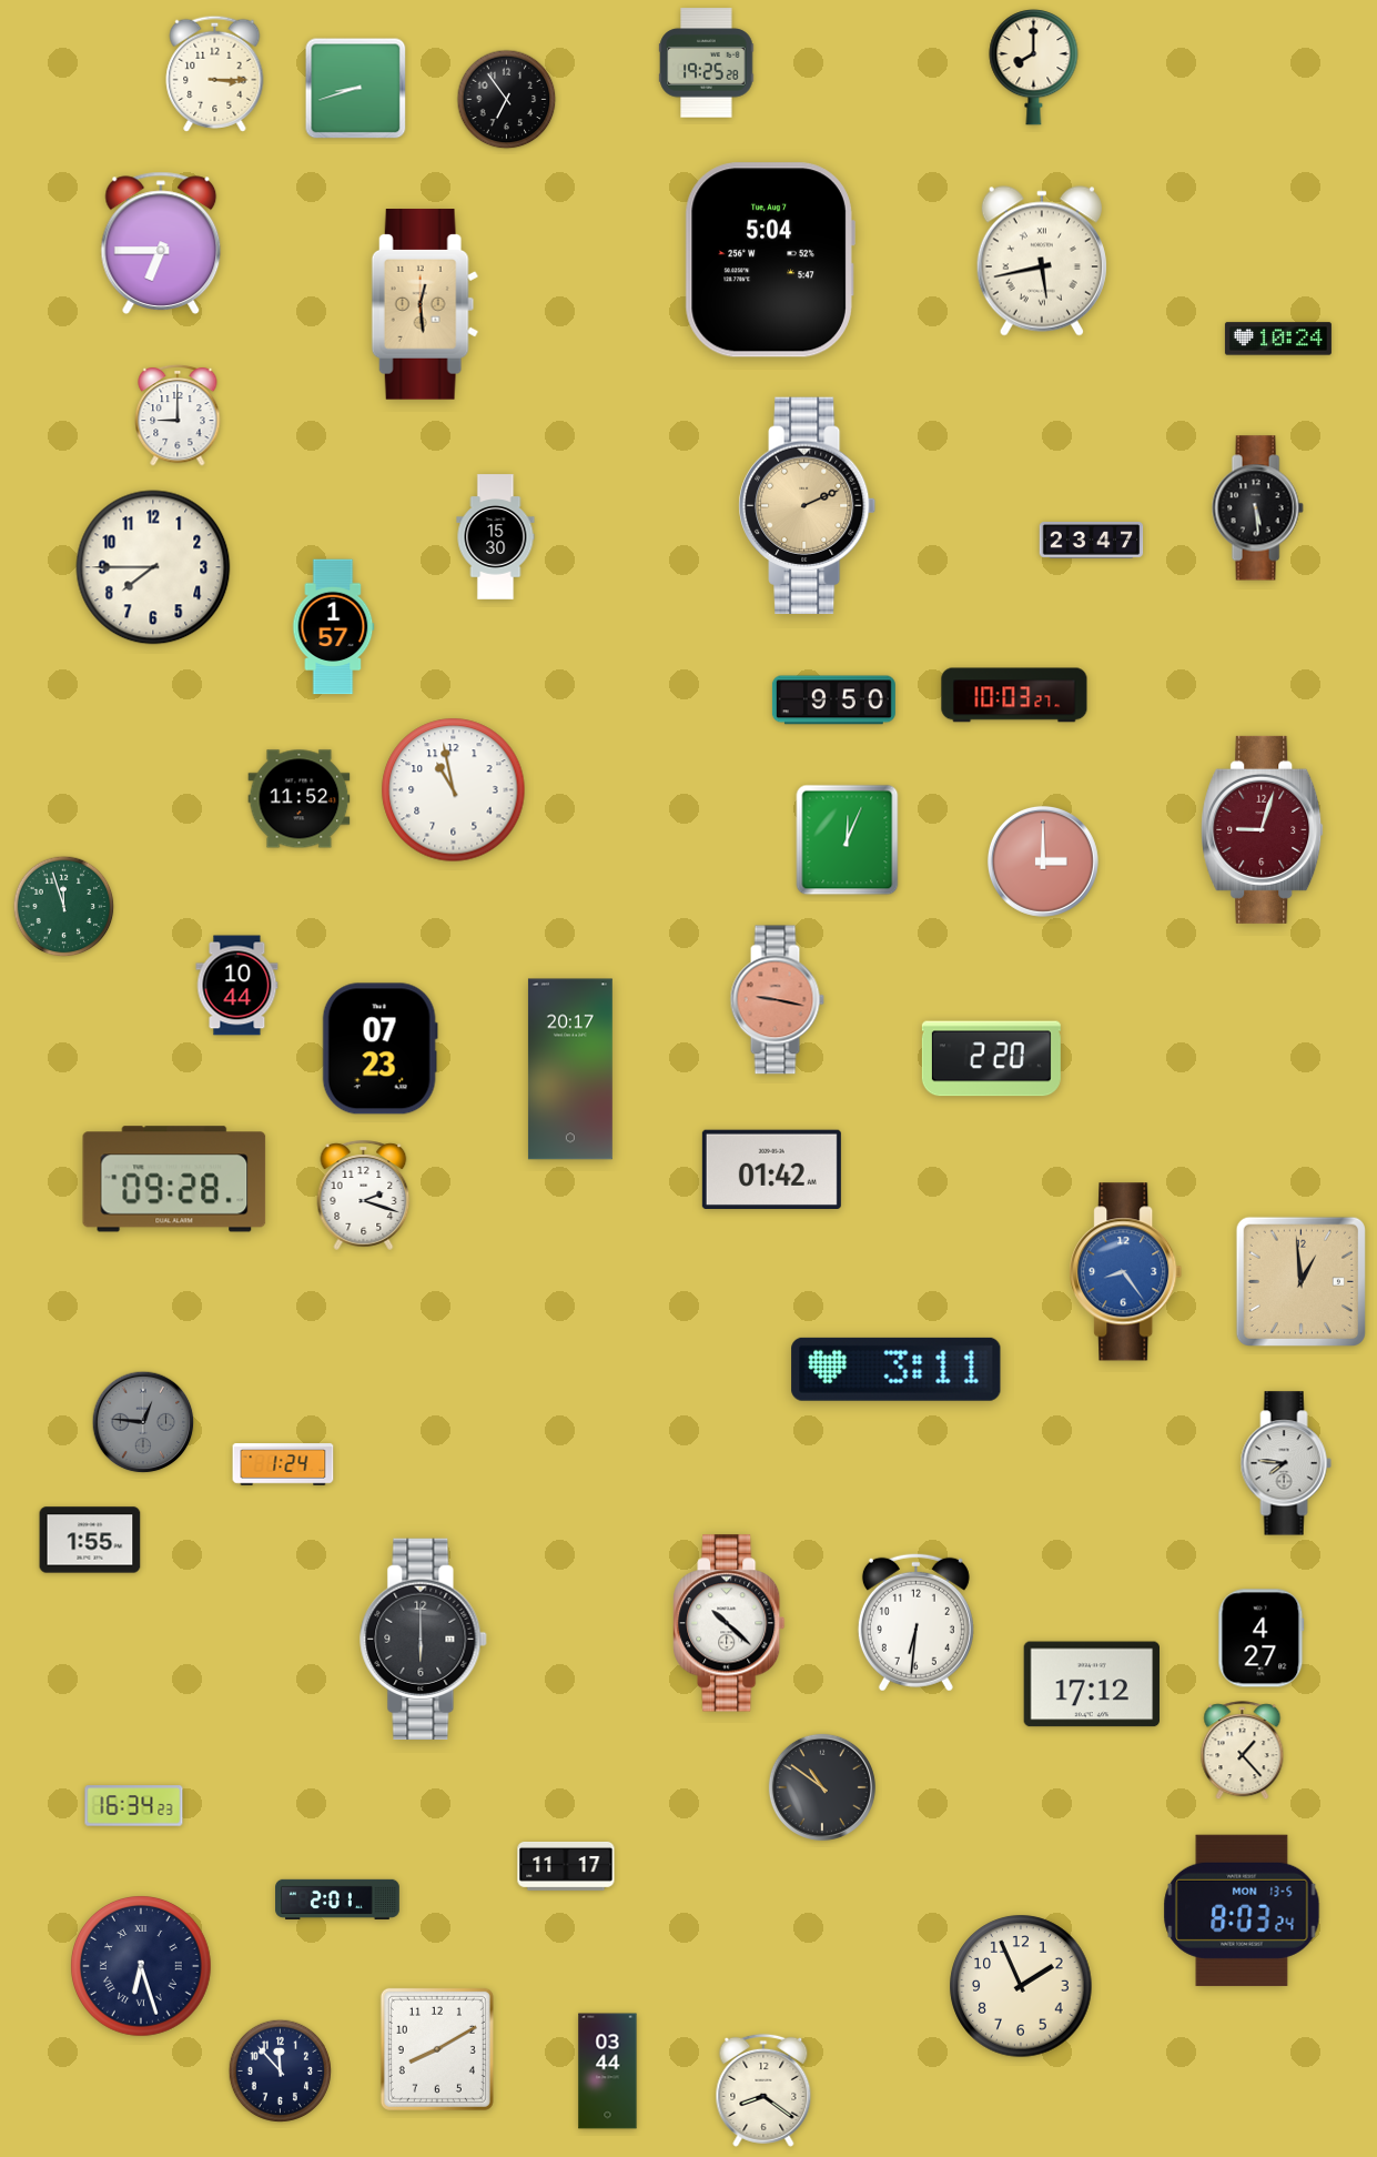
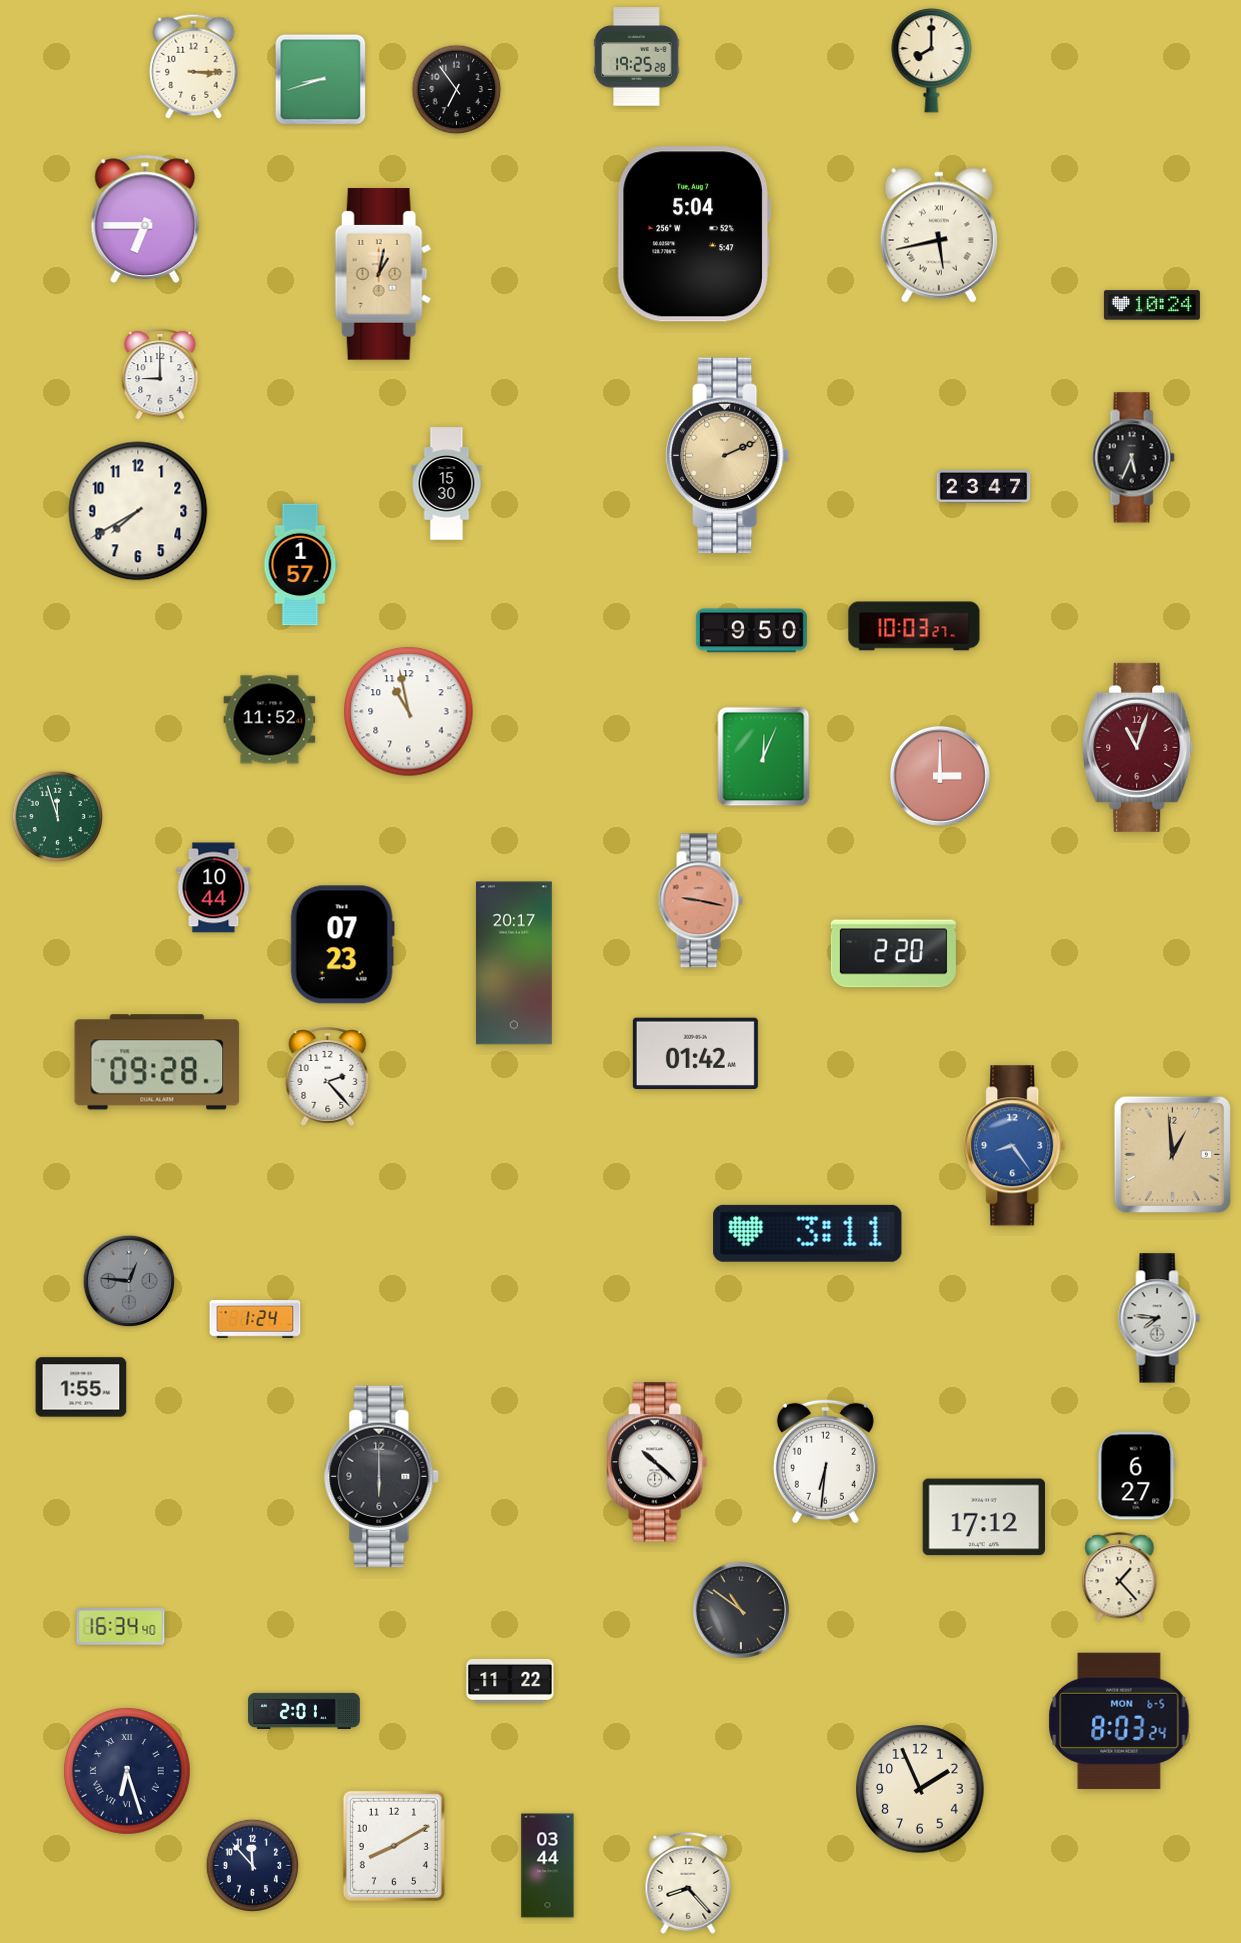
clock at (425, 304): 12:29 -> 1:02
clock at (1257, 508): 5:29 -> 5:34
clock at (153, 567): 7:45 -> 7:40
clock at (1263, 829): 9:03 -> 11:03
clock at (364, 1195): 2:18 -> 2:23
clock at (1262, 1639): 4:27 -> 6:27
clock at (134, 1806): 16:34:23 -> 16:34:40
clock at (566, 1866): 11:17 -> 11:22
clock at (1242, 1911) date: MON 13-5 -> MON 6-5
clock at (763, 2090): 8:21 -> 8:23
